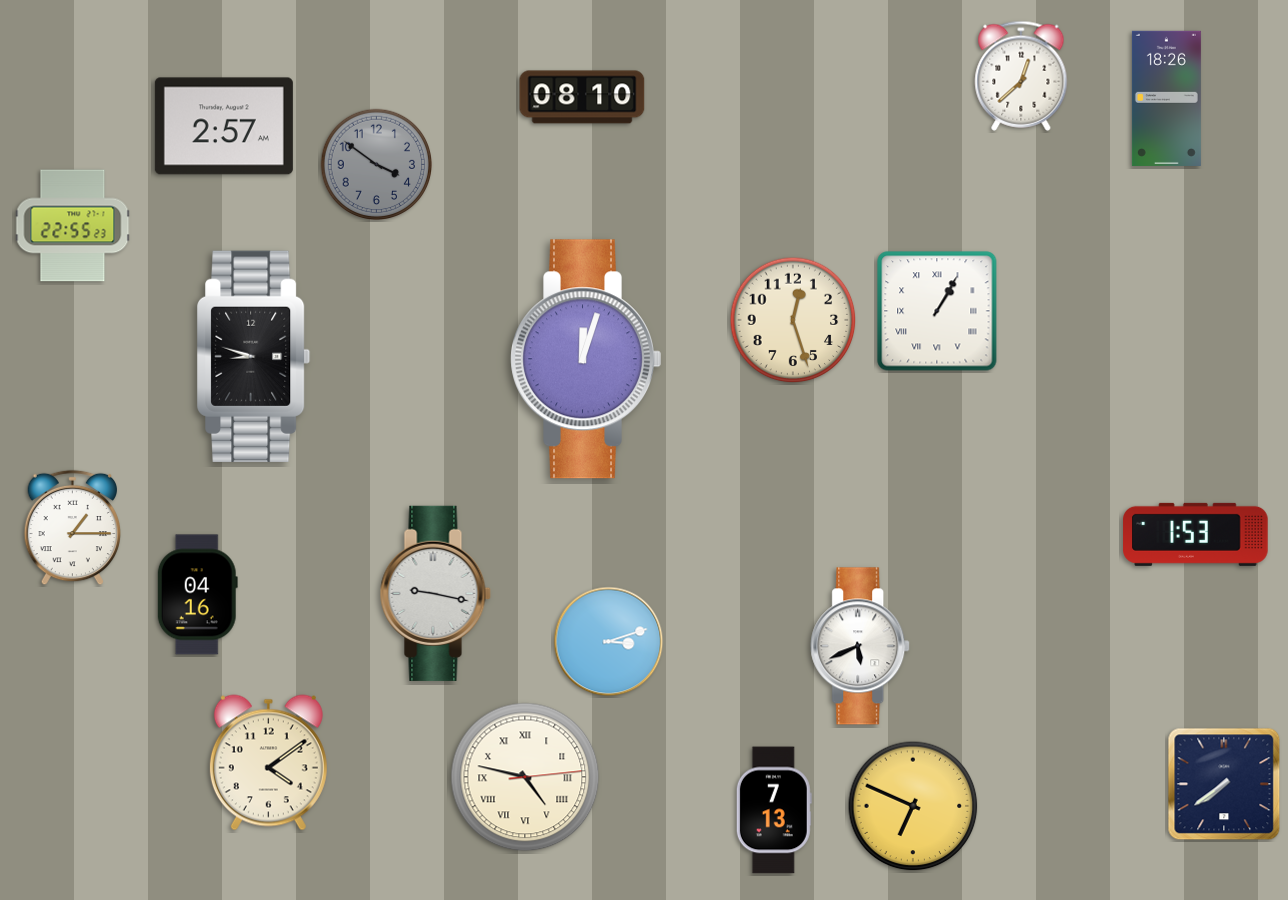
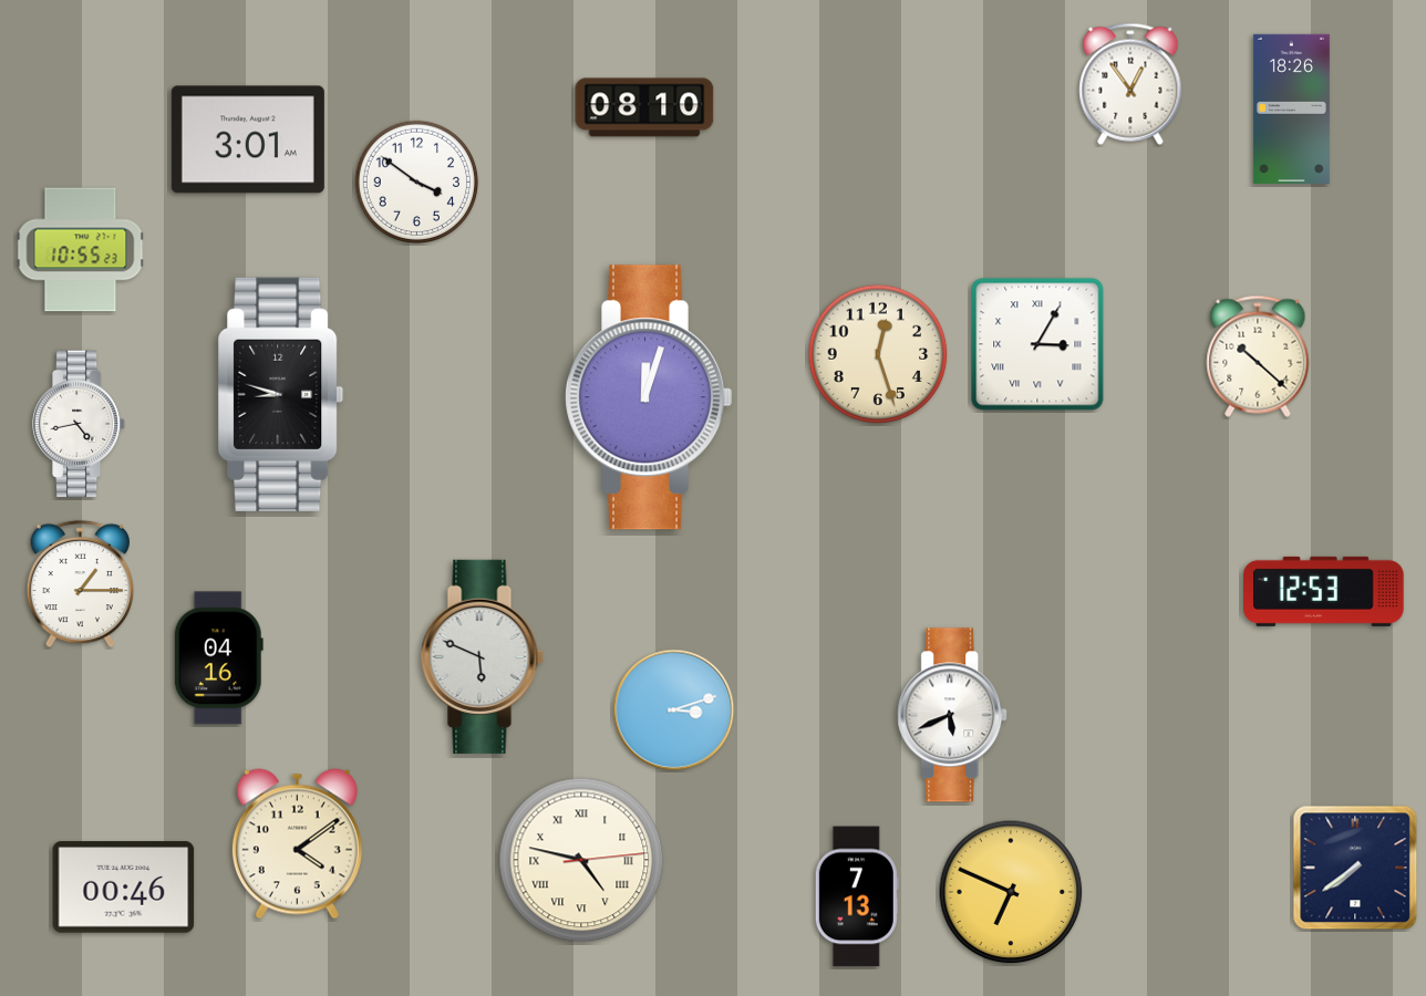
clock at (1021, 76): 12:38 -> 12:54
clock at (224, 126): 2:57 -> 3:01
clock at (377, 165) dial: grey -> white
clock at (73, 226): 22:55 -> 10:55
clock at (937, 311): 1:05 -> 3:05
clock at (1258, 356): none -> 10:22
clock at (79, 424): none -> 4:43
clock at (1196, 534): 1:53 -> 12:53
clock at (435, 593): 9:17 -> 5:49
clock at (124, 888): none -> 00:46
